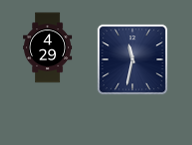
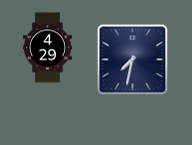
clock at (133, 60): 11:32 -> 7:32
